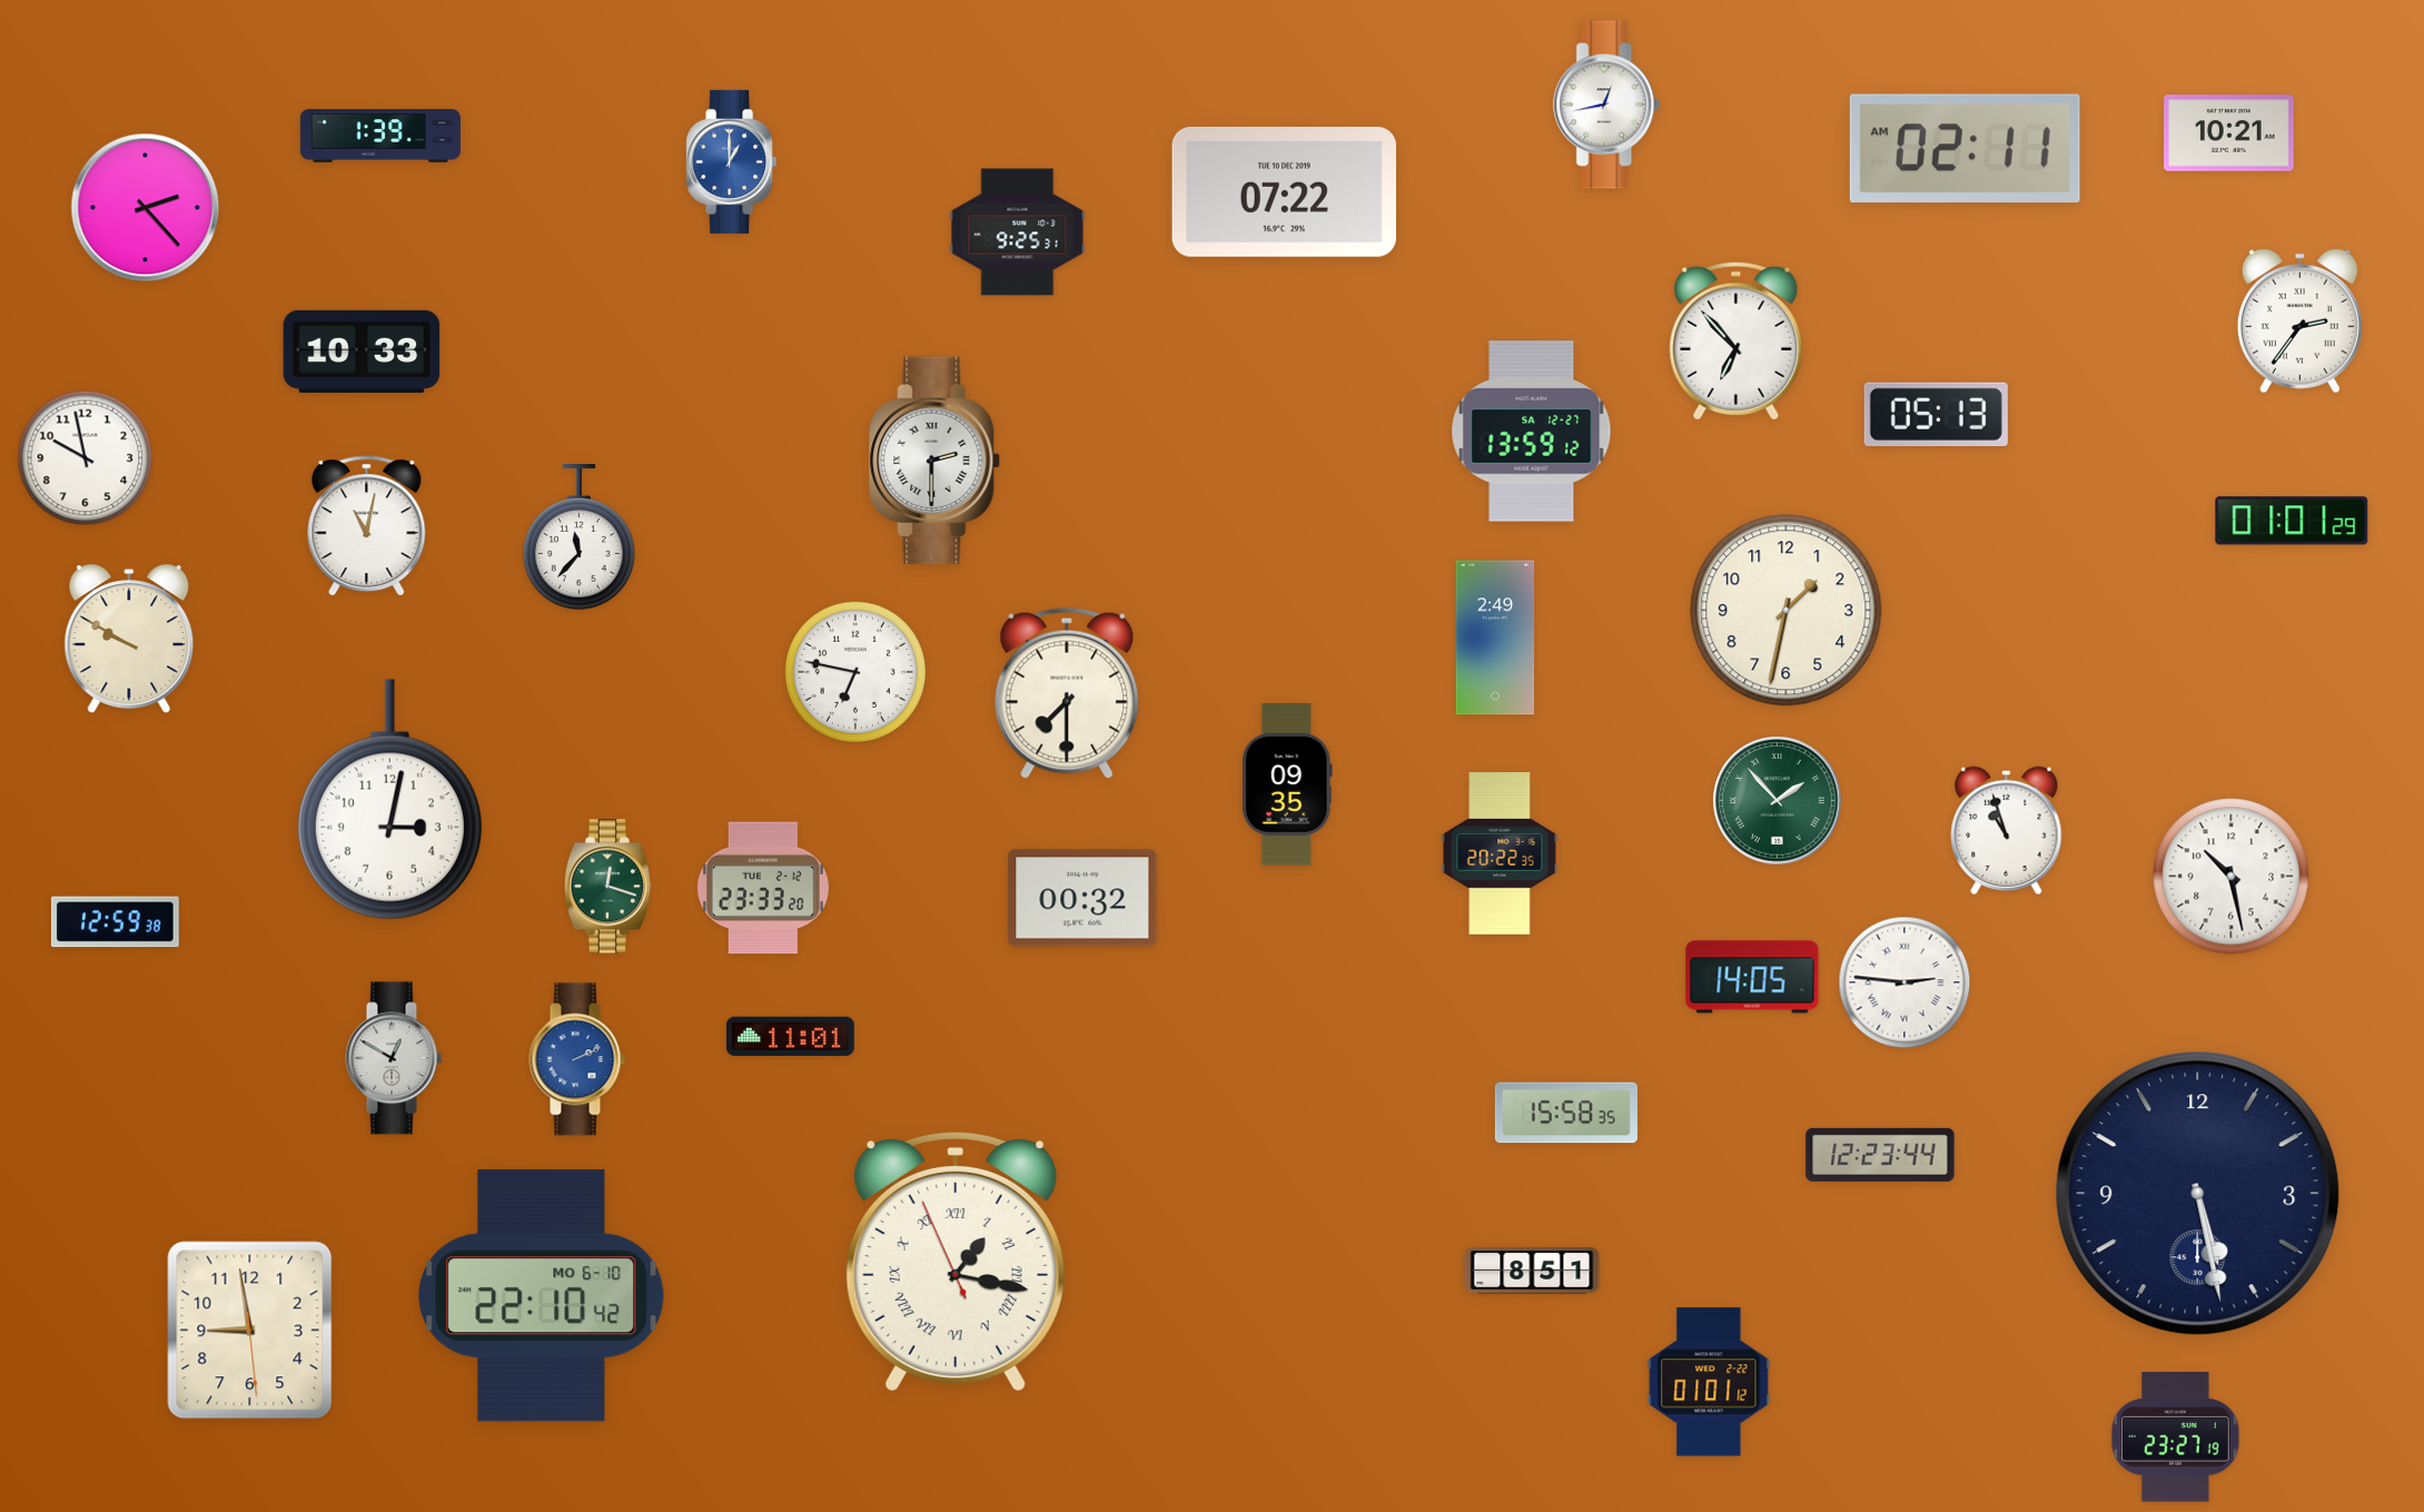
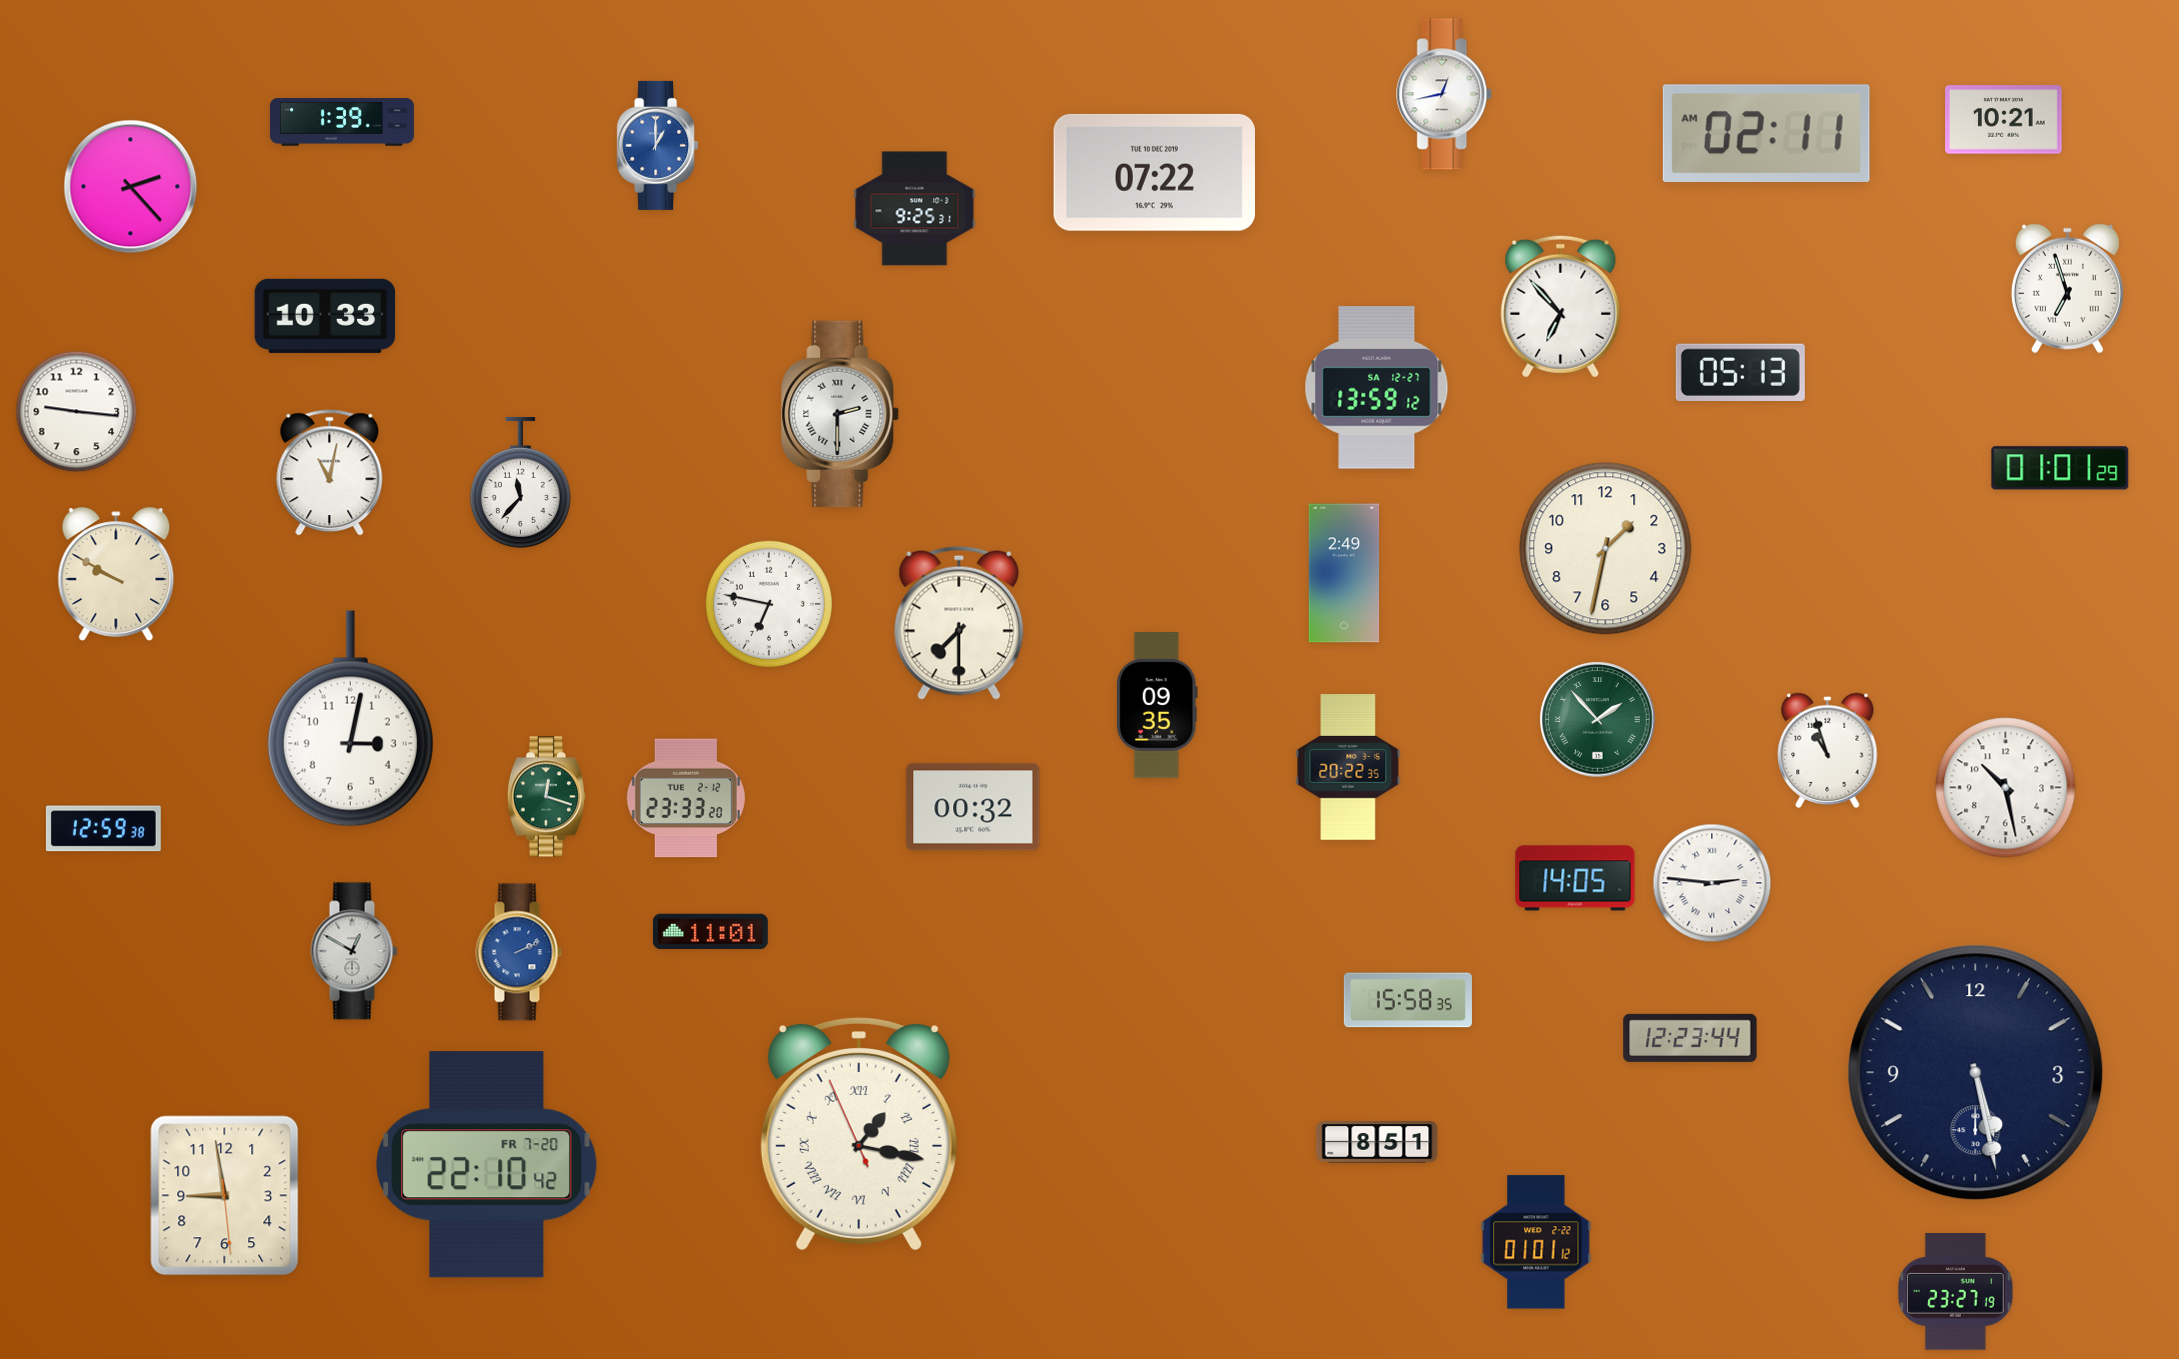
clock at (2299, 322): 2:36 -> 6:57
clock at (86, 458): 9:58 -> 9:16
clock at (2007, 830) position: (2007, 830) -> (1828, 750)
clock at (542, 1296) date: MO 6-10 -> FR 7-20
